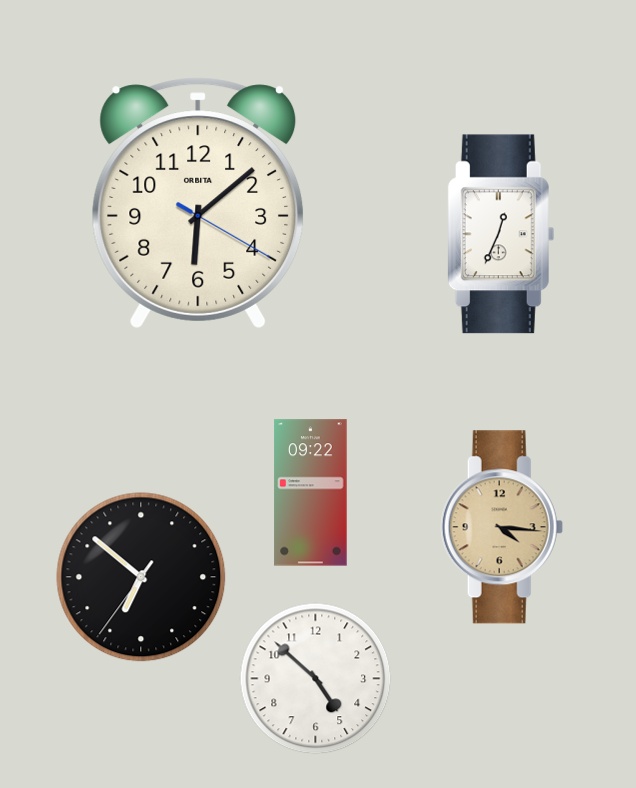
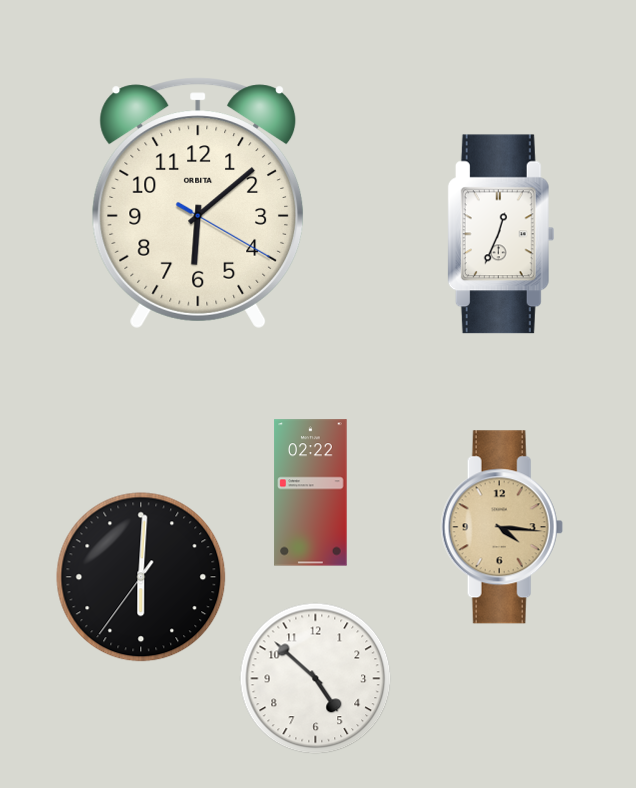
clock at (311, 493): 09:22 -> 02:22
clock at (141, 577): 6:51 -> 6:00
